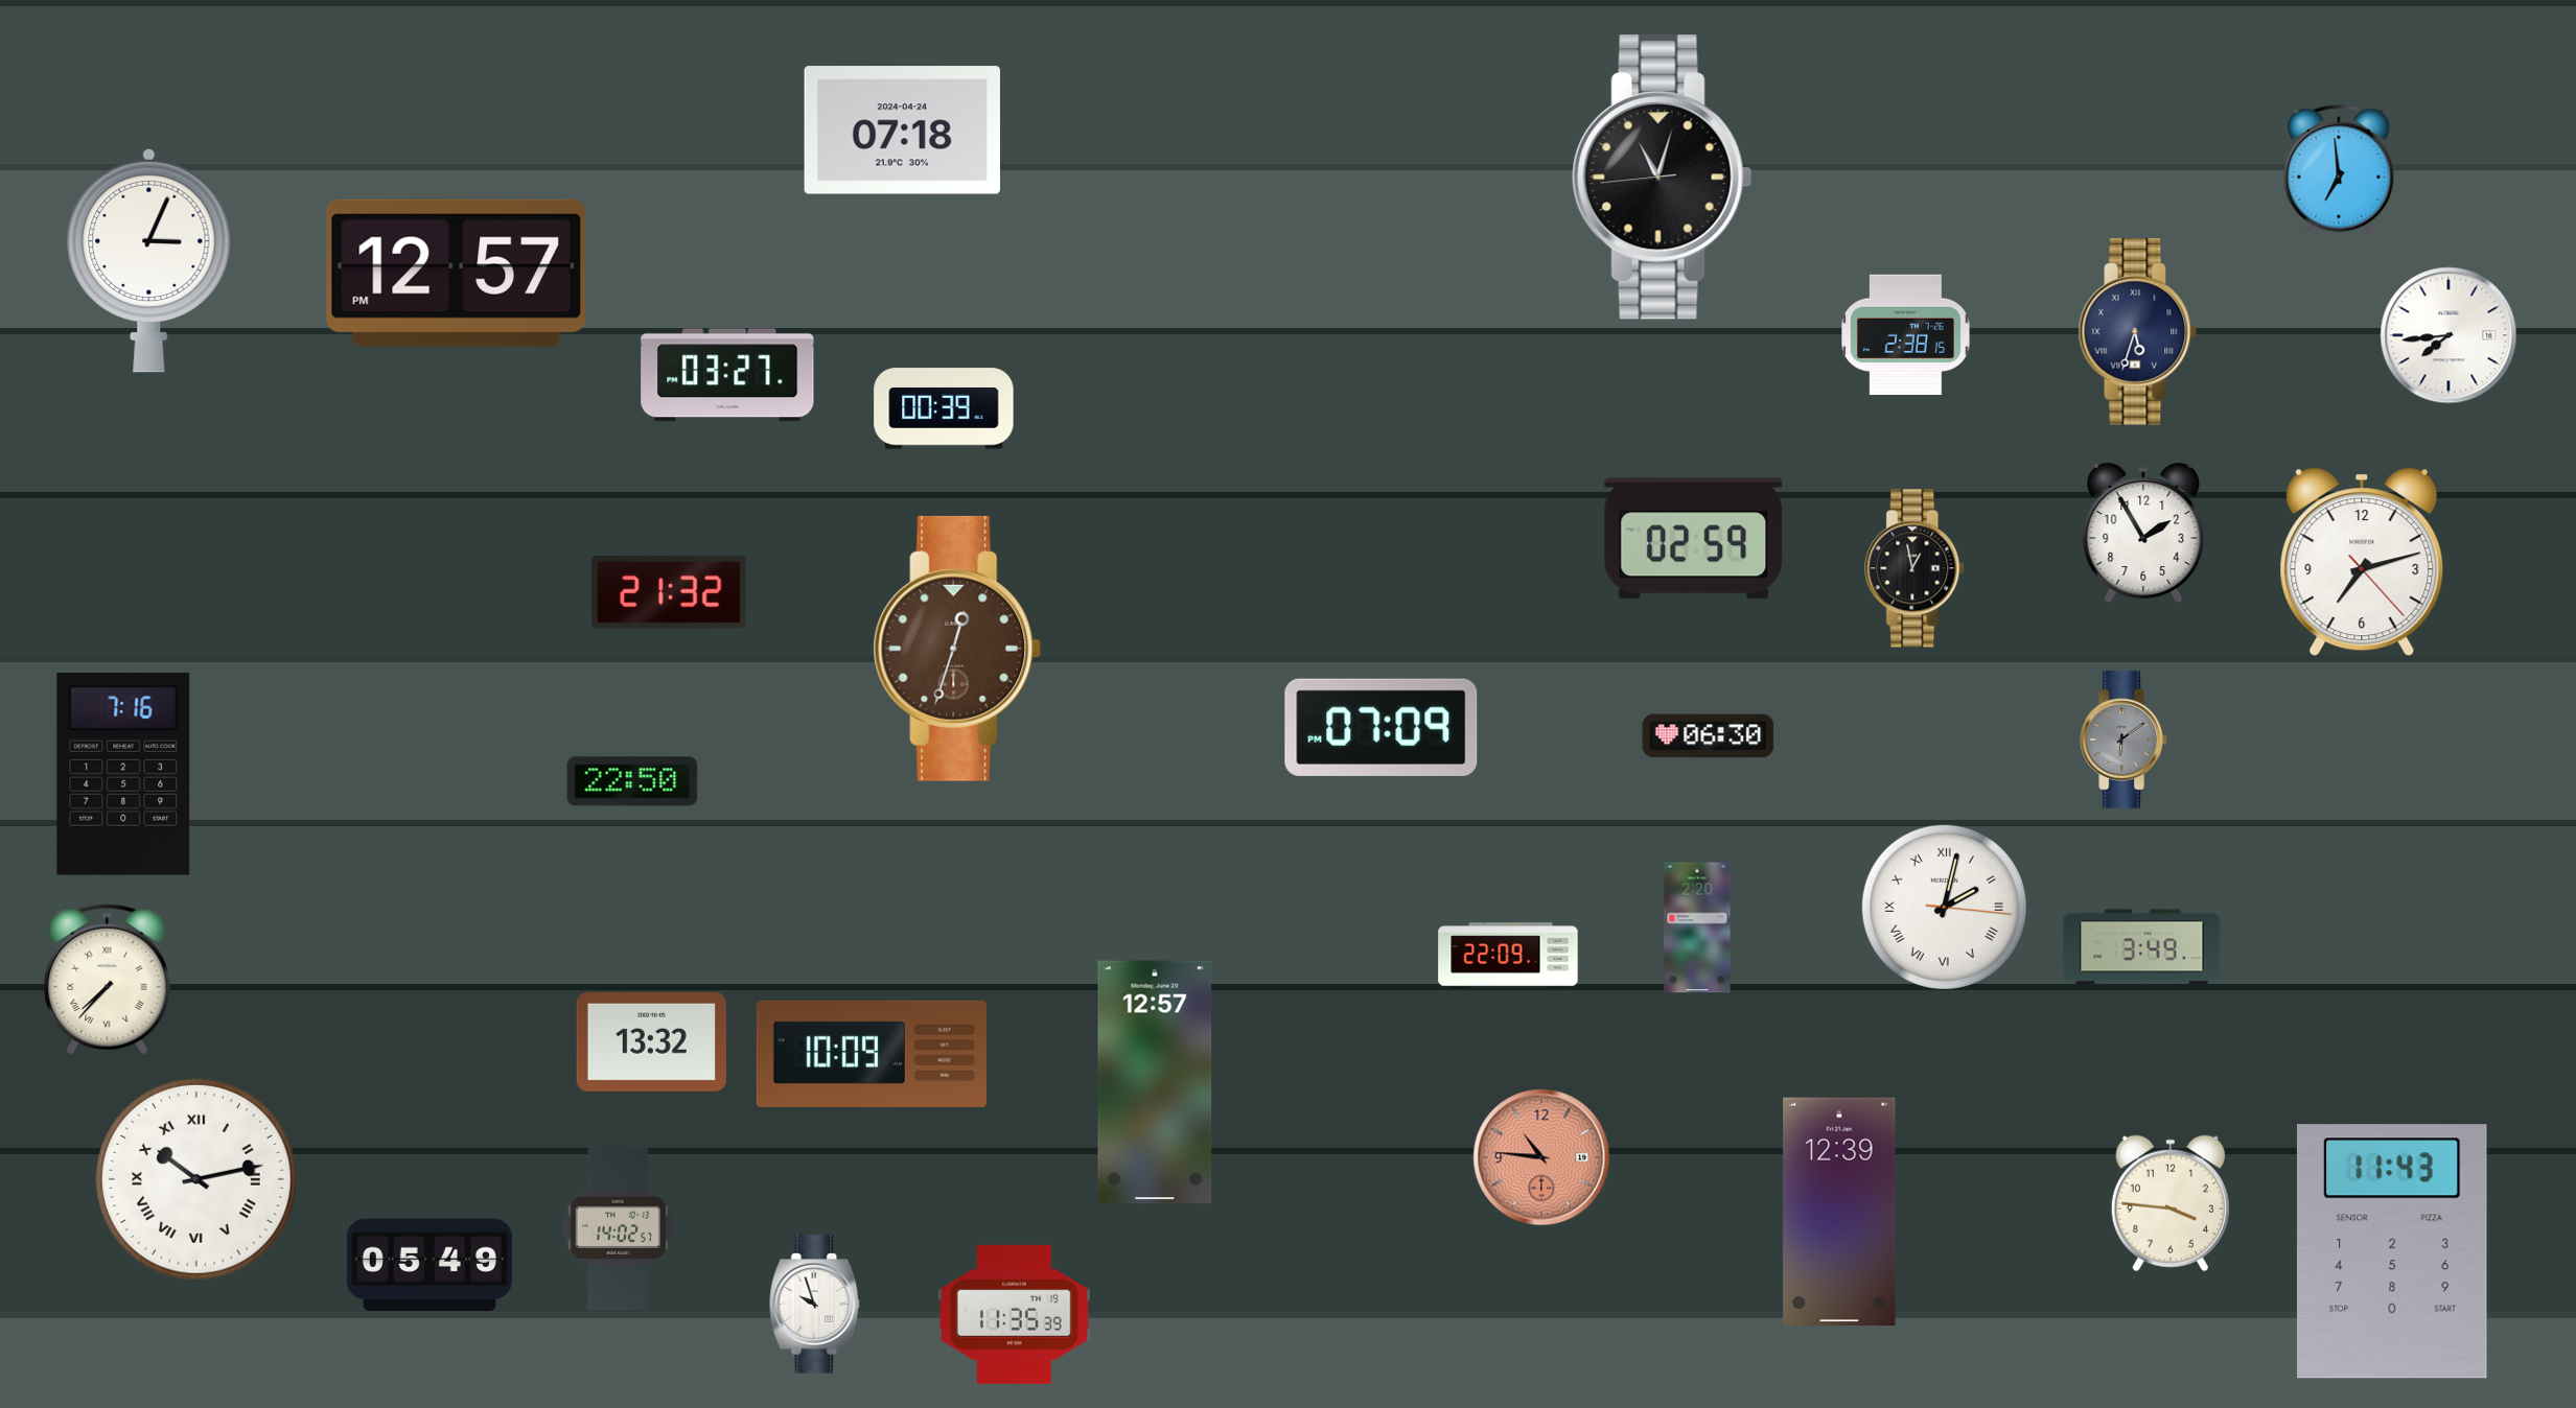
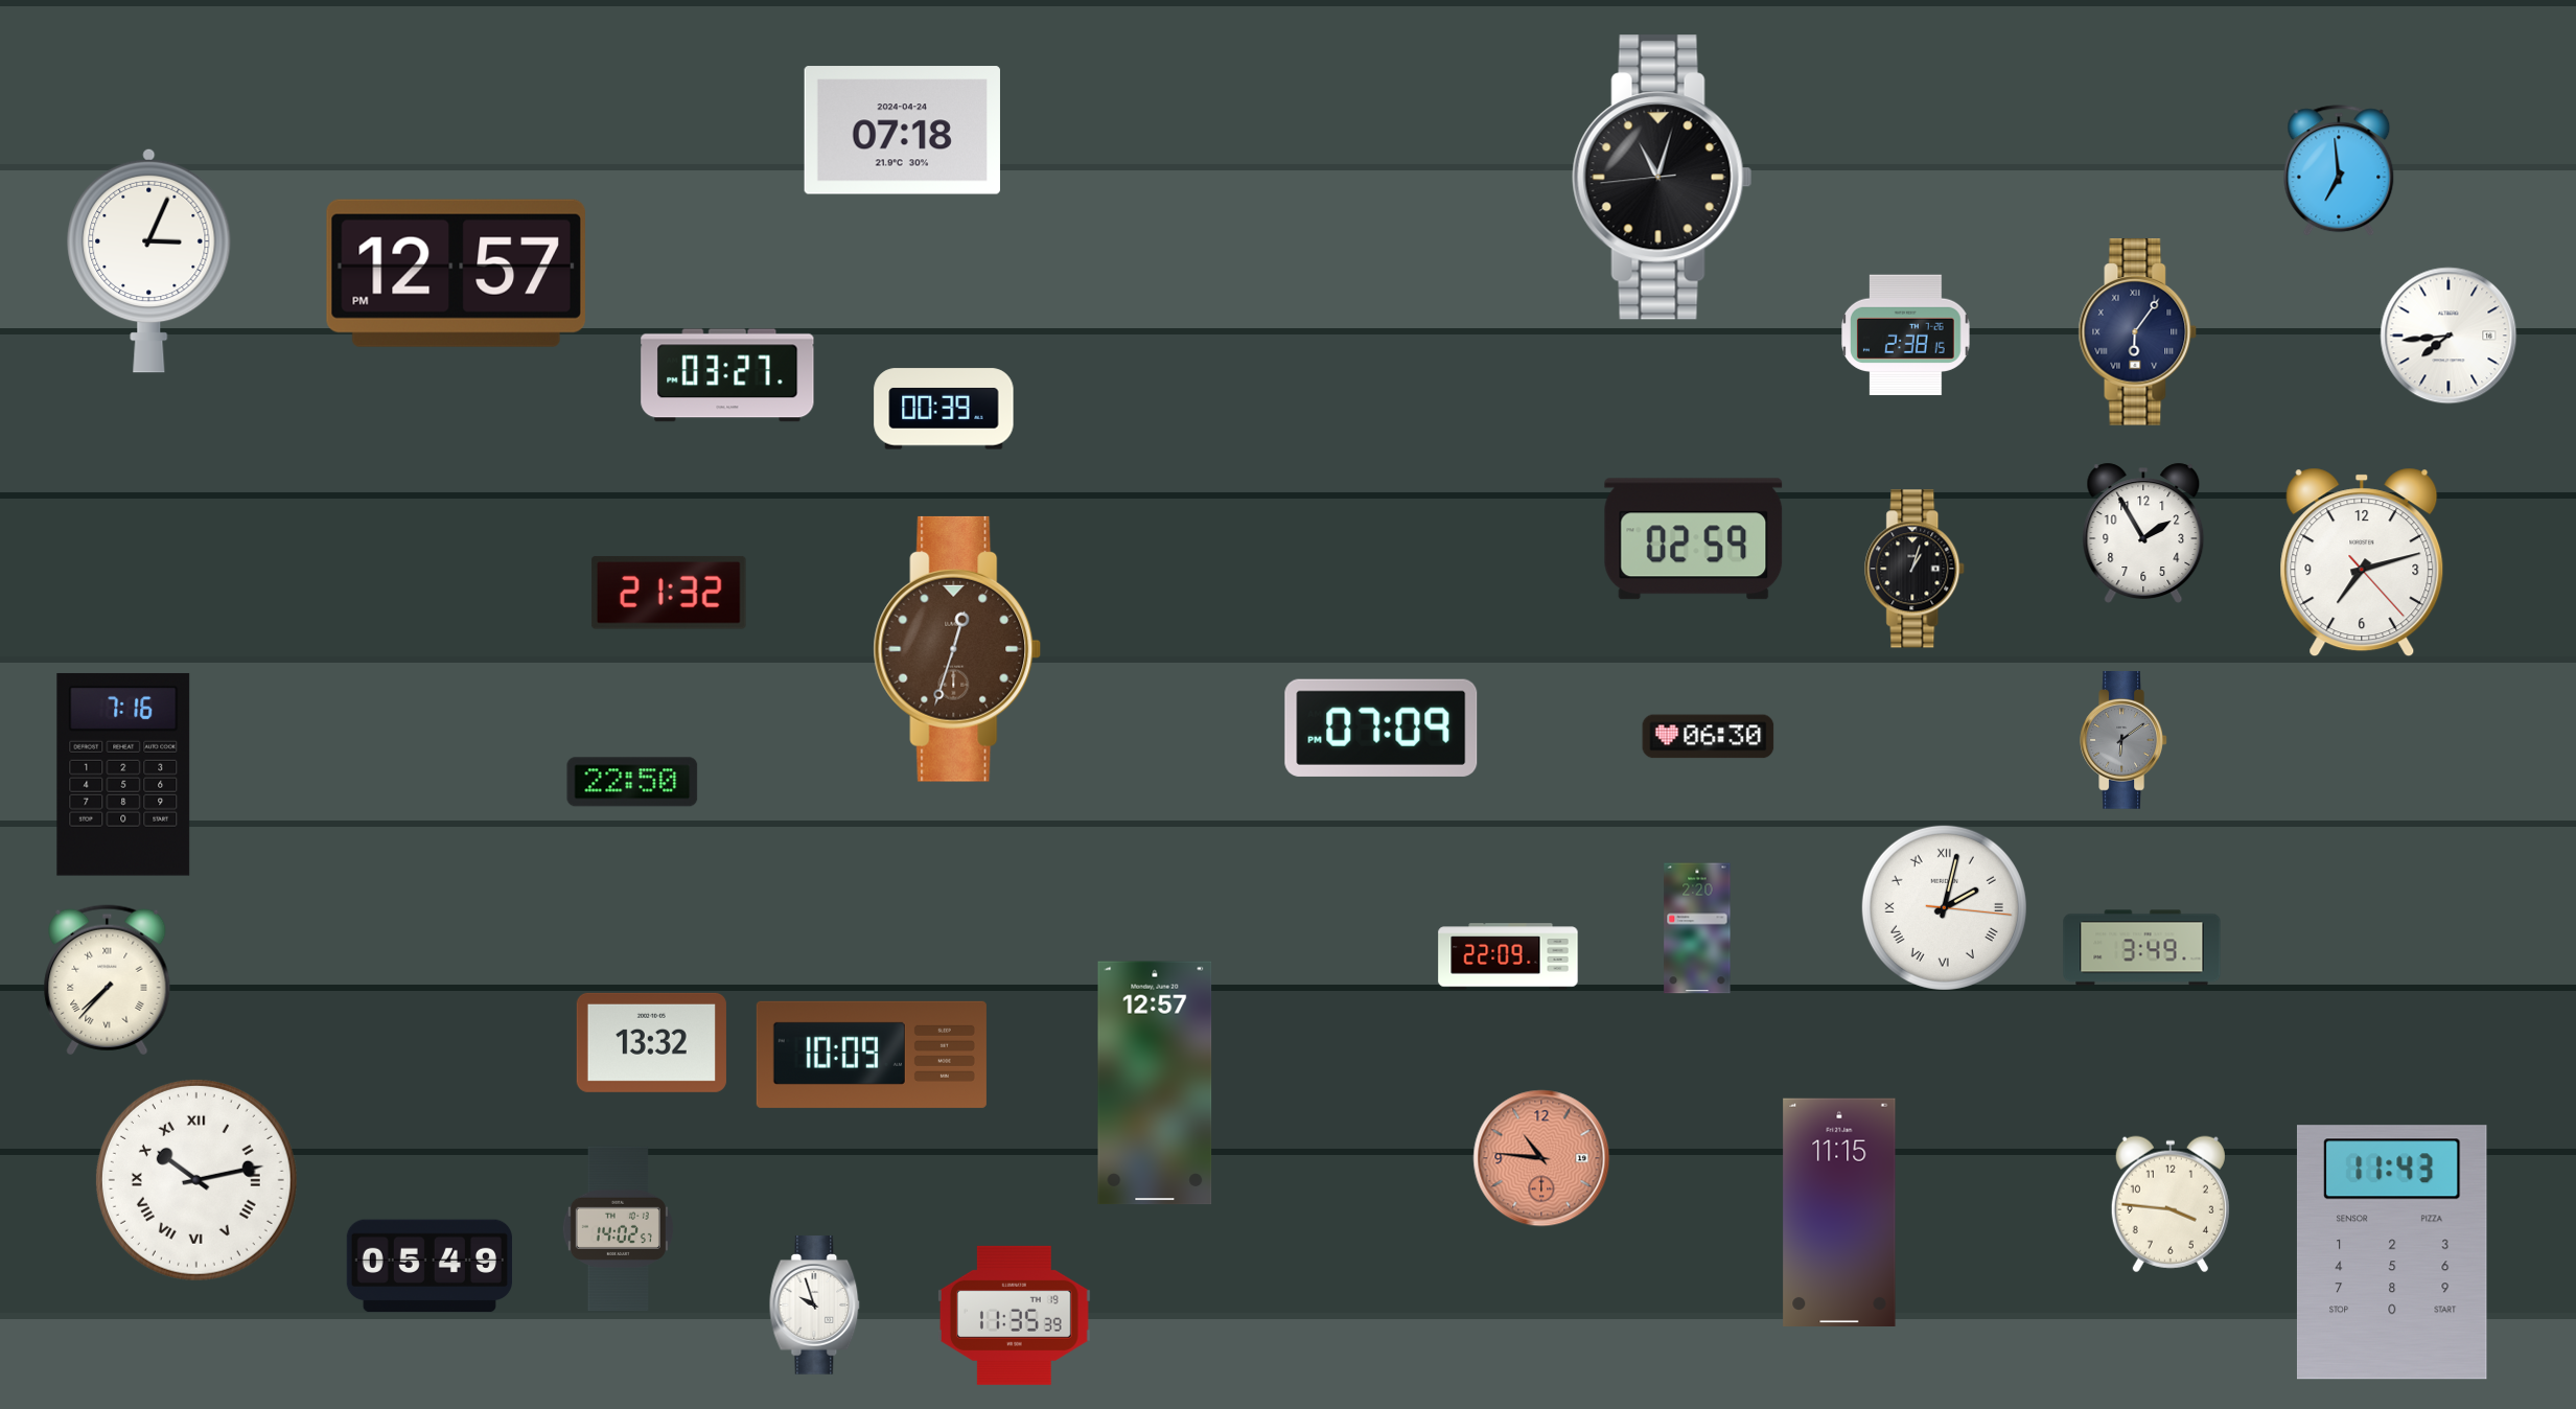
clock at (2138, 332): 5:33 -> 6:06
clock at (1916, 568): 12:58 -> 1:03
clock at (1839, 1211): 12:39 -> 11:15
